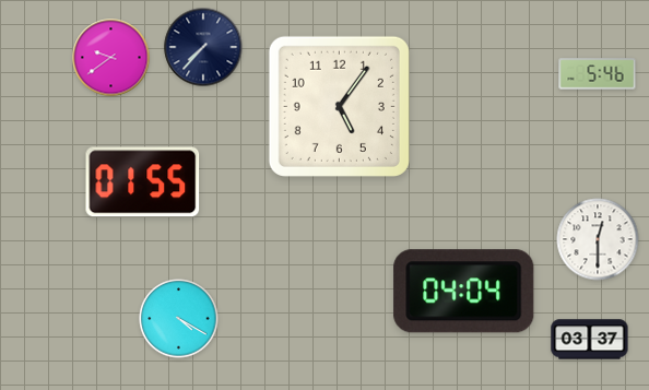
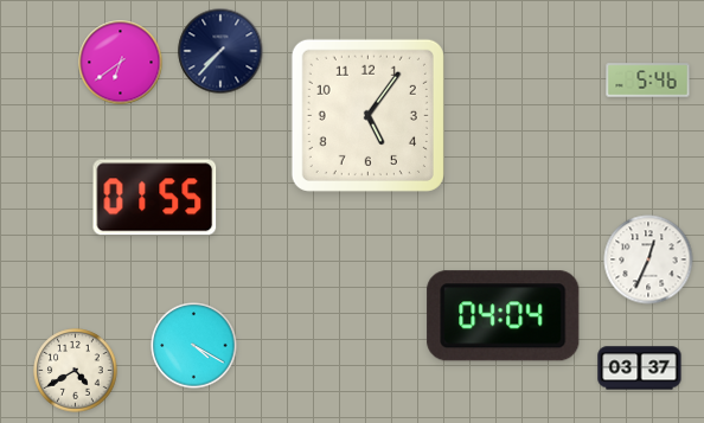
clock at (111, 58): 9:39 -> 6:39
clock at (598, 239): 12:30 -> 12:34
clock at (76, 371): none -> 4:40
